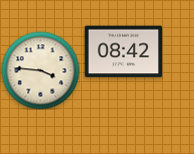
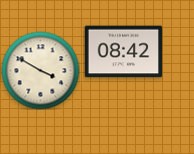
clock at (40, 70): 3:46 -> 3:50
